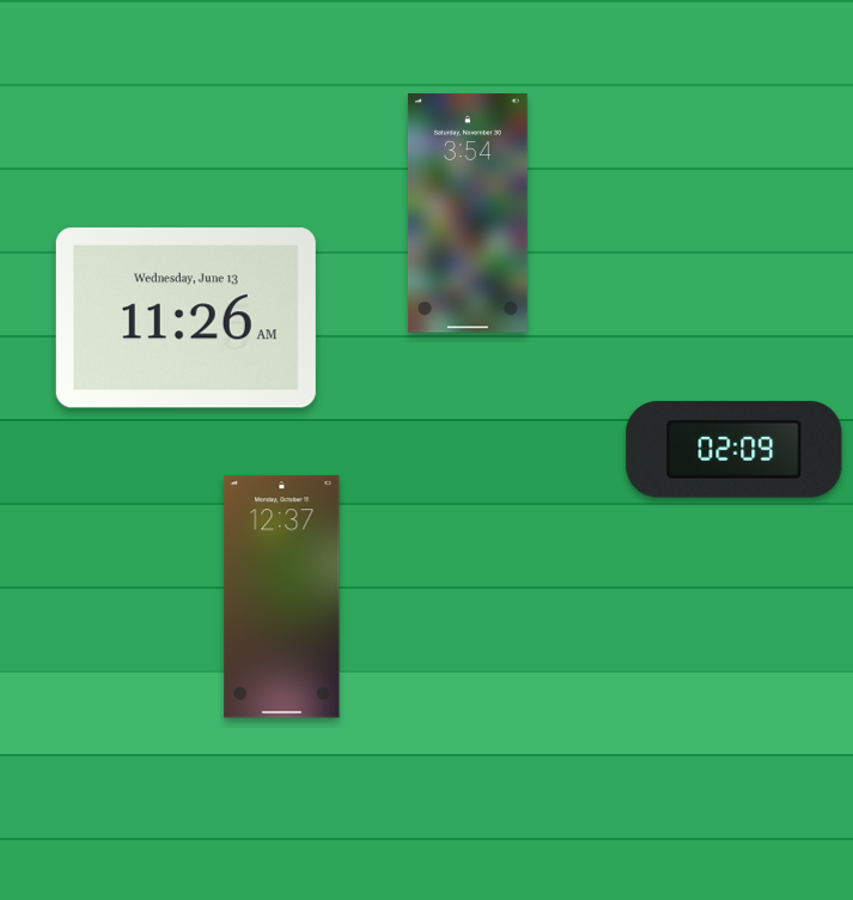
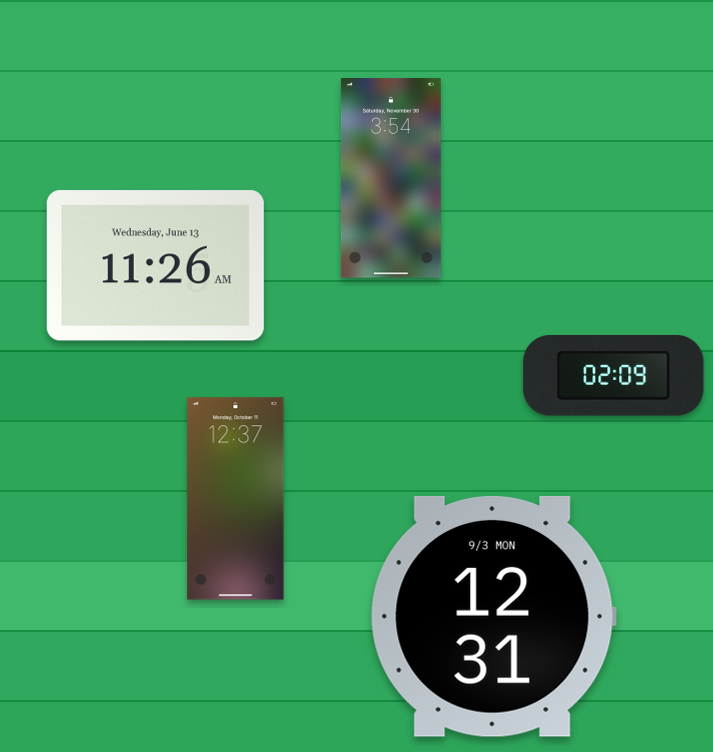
clock at (493, 616): none -> 12:31
